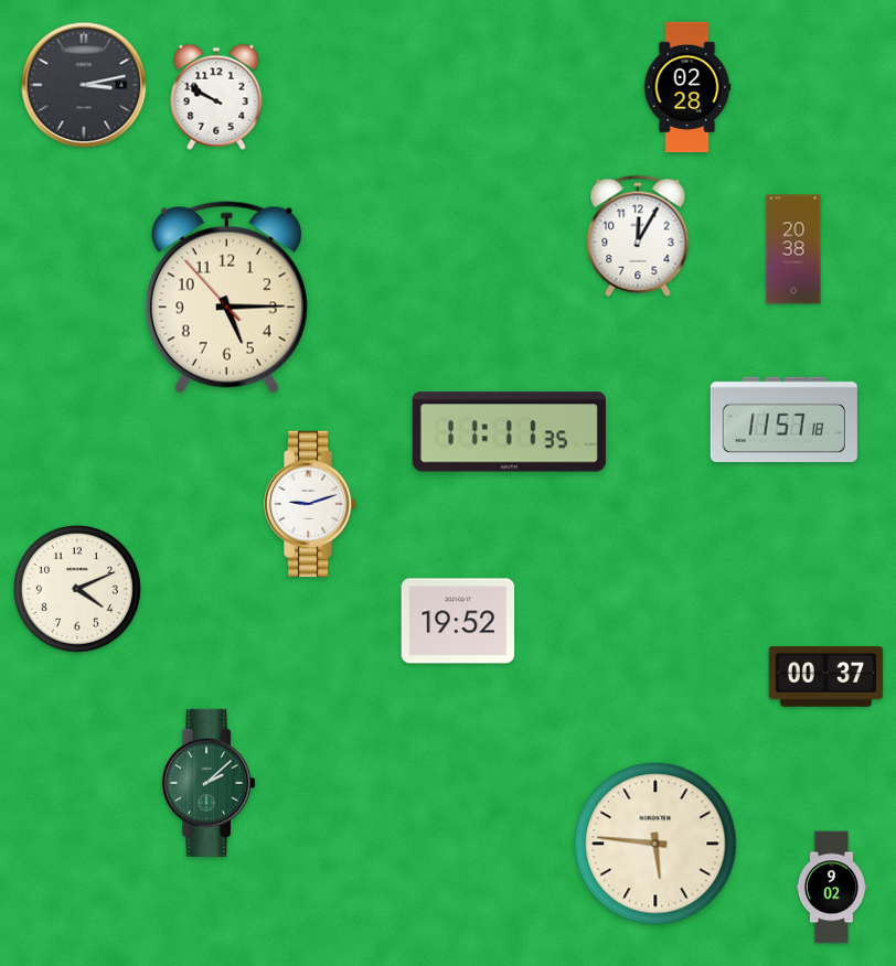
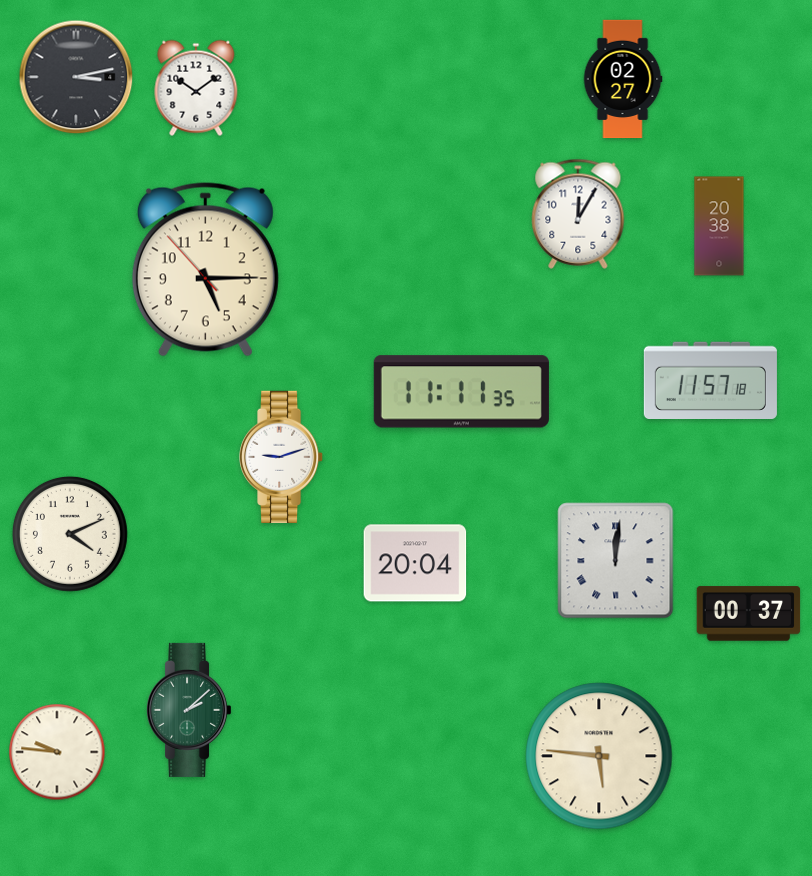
clock at (687, 87): 02:28 -> 02:27
clock at (216, 97): 9:50 -> 10:09
clock at (616, 561): none -> 12:01
clock at (458, 621): 19:52 -> 20:04
clock at (57, 752): none -> 9:46
clock at (655, 844) position: (655, 844) -> (599, 756)
clock at (831, 888): 9:02 -> none
